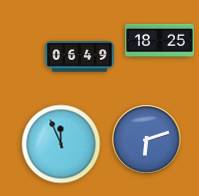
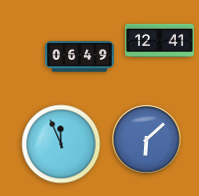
clock at (160, 40): 18:25 -> 12:41
clock at (147, 140): 6:12 -> 6:08
